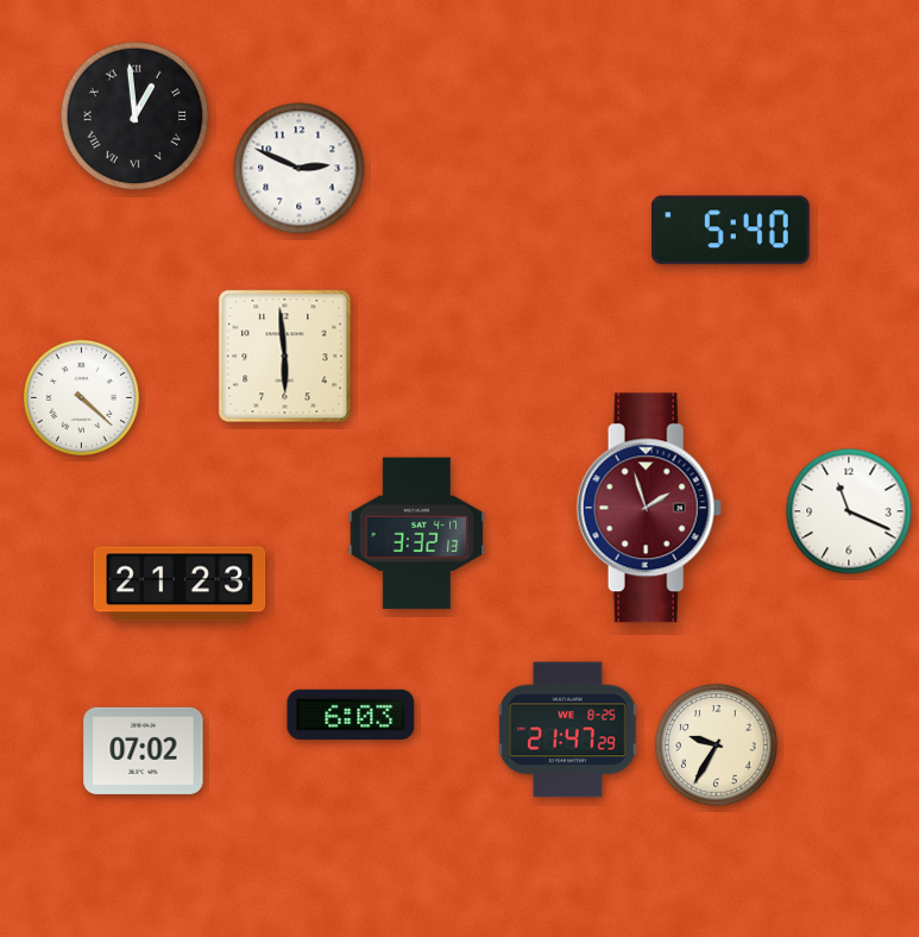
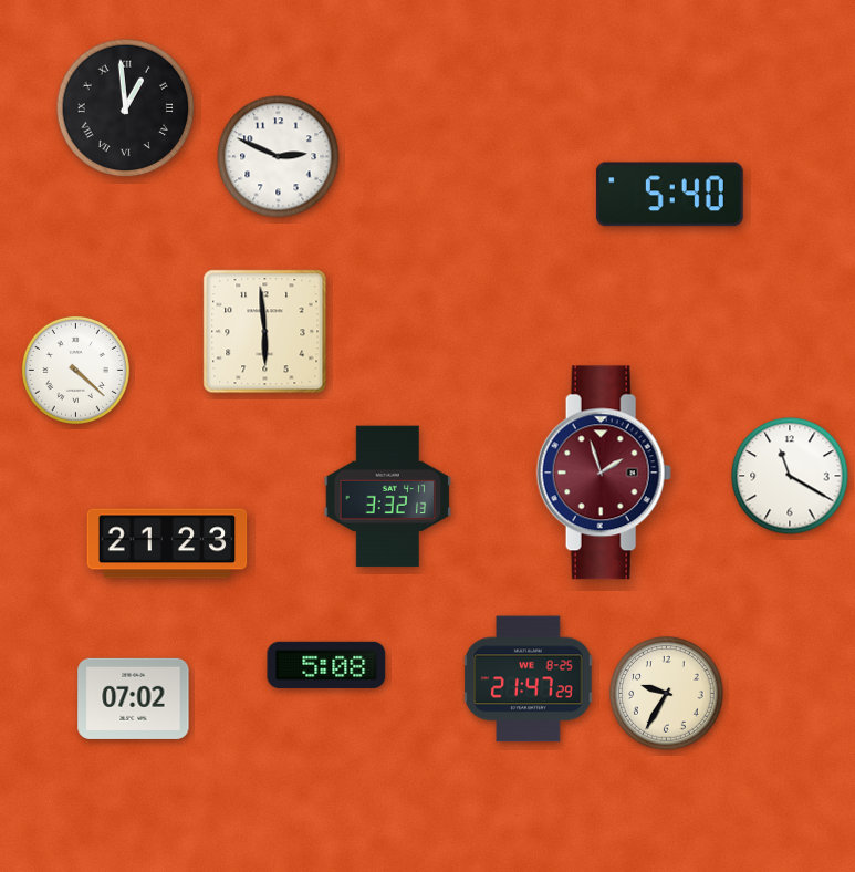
clock at (730, 231) position: (730, 231) -> (669, 195)
clock at (849, 511): 11:19 -> 11:20
clock at (351, 715): 6:03 -> 5:08
